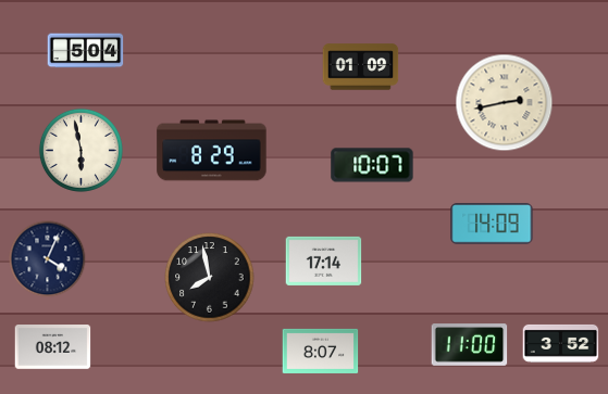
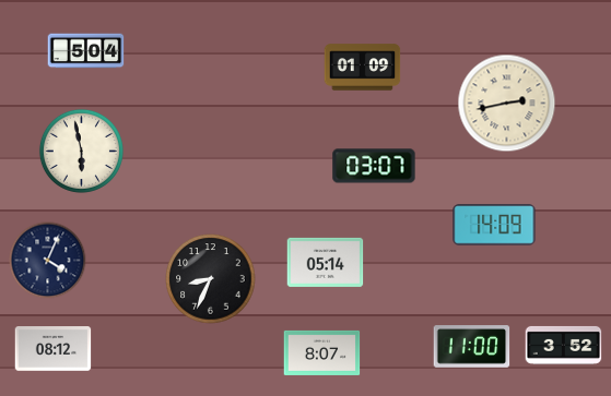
clock at (212, 151): 8:29 -> none
clock at (372, 165): 10:07 -> 03:07
clock at (324, 260): 17:14 -> 05:14
clock at (210, 278): 7:58 -> 8:34
